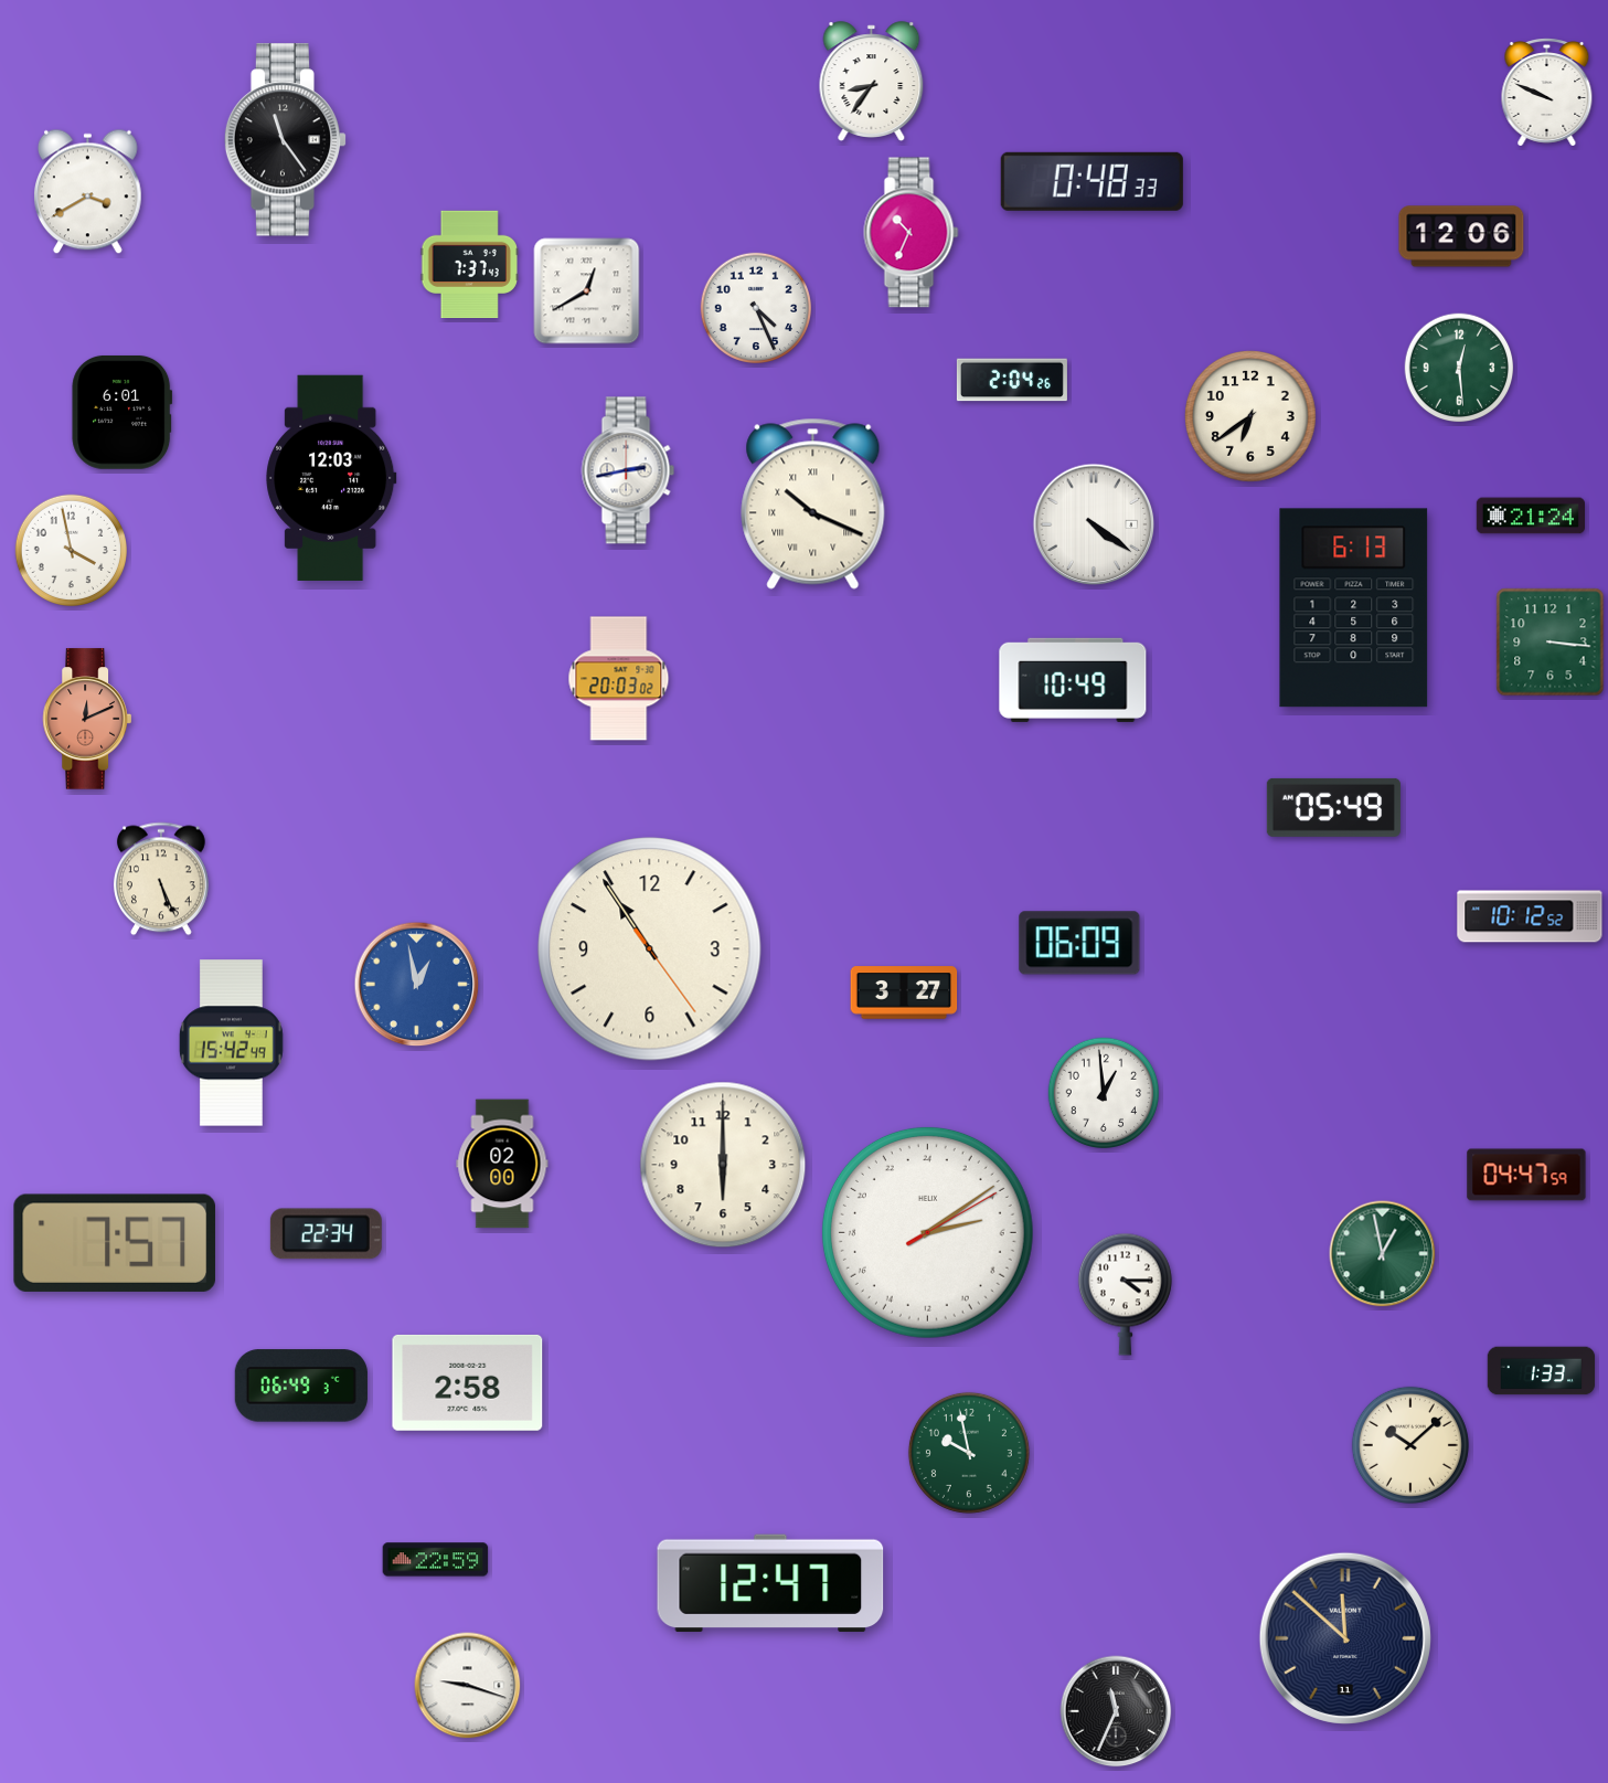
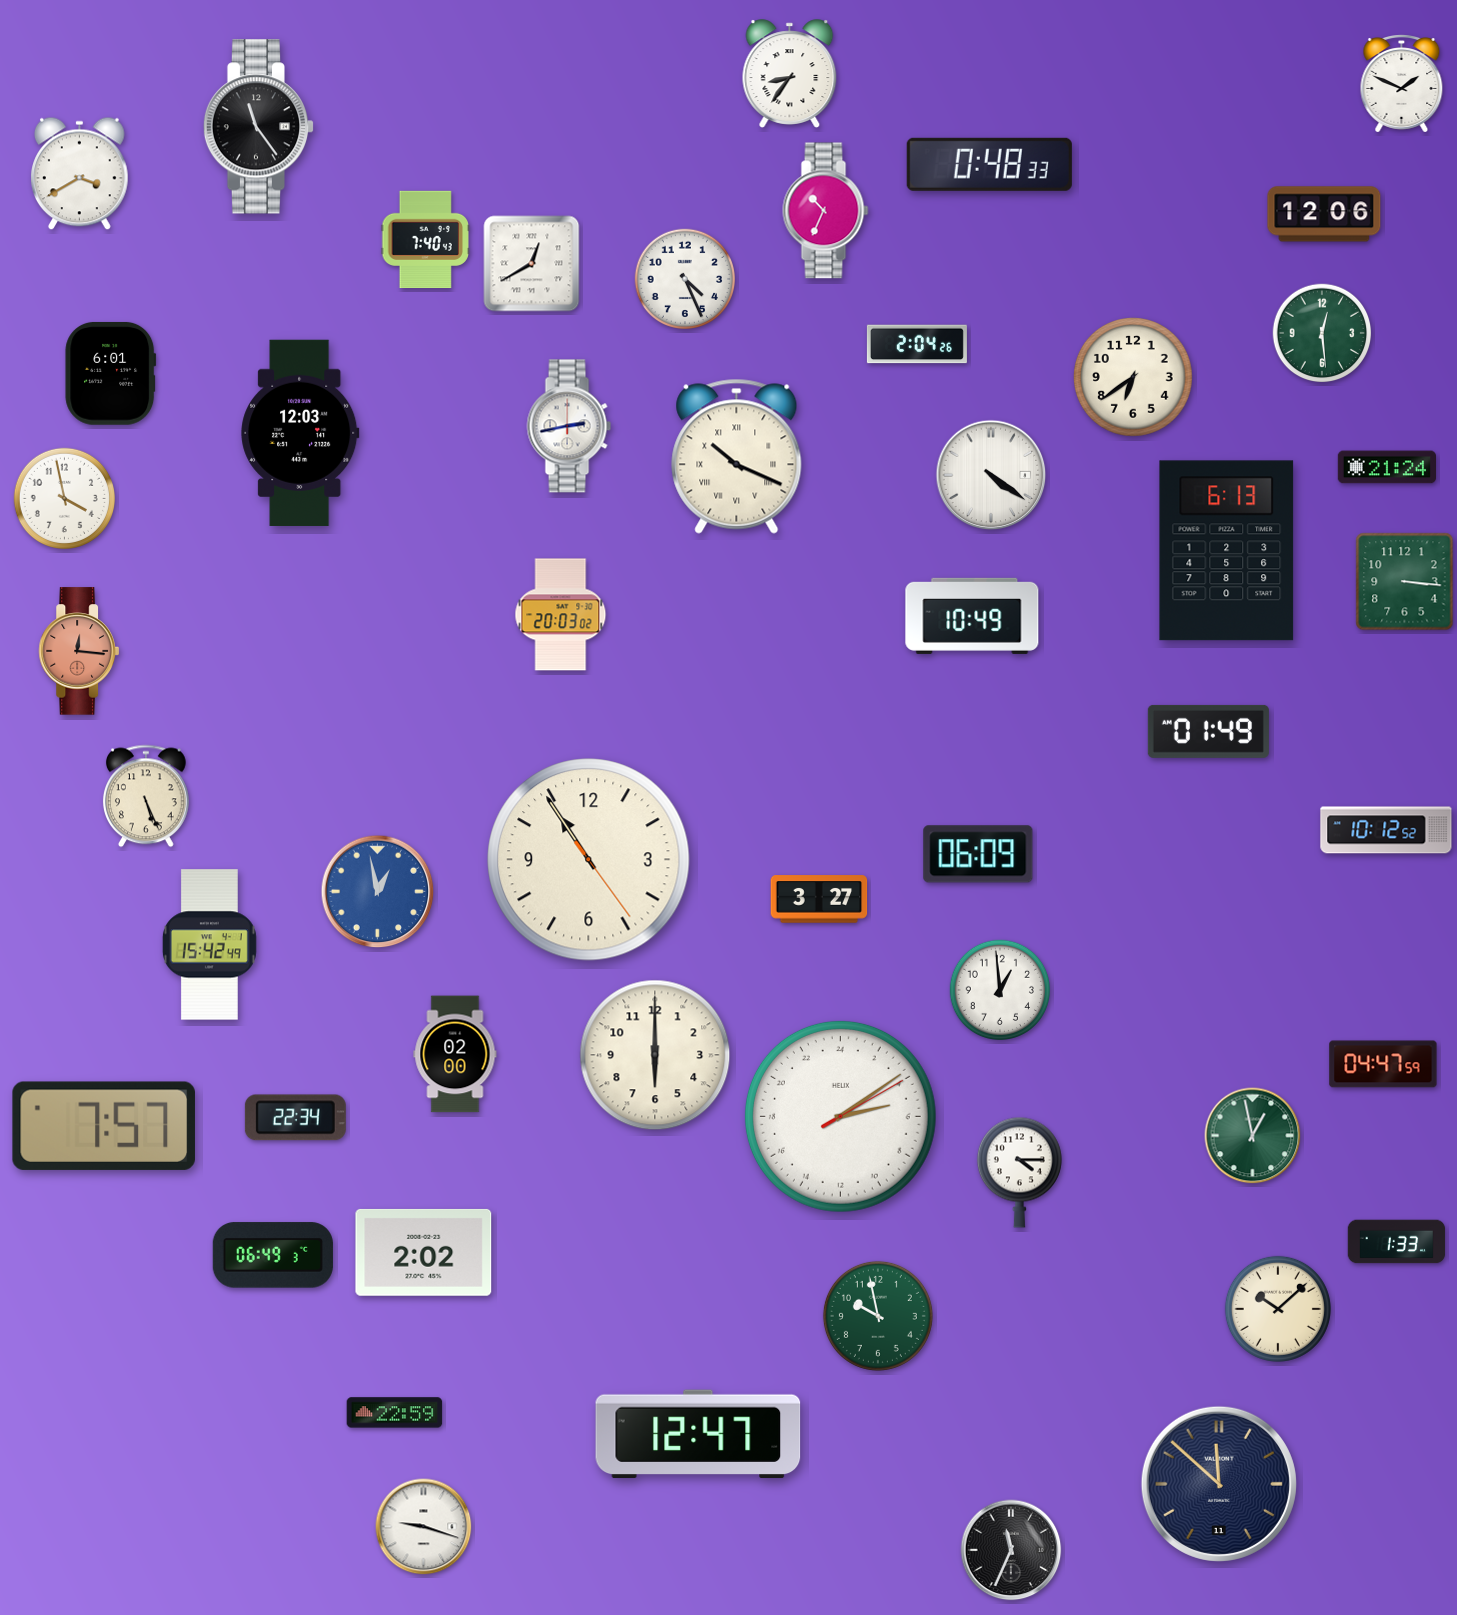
clock at (1547, 93): 9:49 -> 1:49
clock at (469, 265): 7:37 -> 7:40
clock at (87, 719): 12:11 -> 12:16
clock at (1333, 807): 05:49 -> 01:49
clock at (468, 1382): 2:58 -> 2:02
